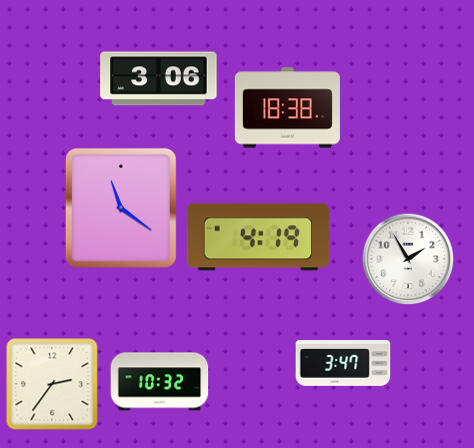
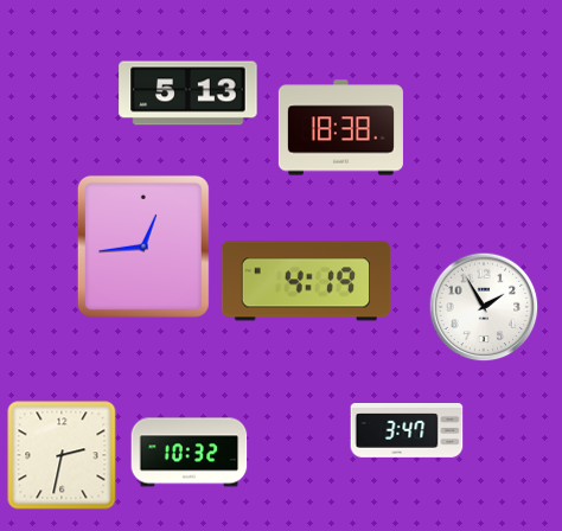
clock at (159, 79): 3:06 -> 5:13
clock at (121, 208): 11:21 -> 12:44
clock at (52, 384): 2:36 -> 2:32
